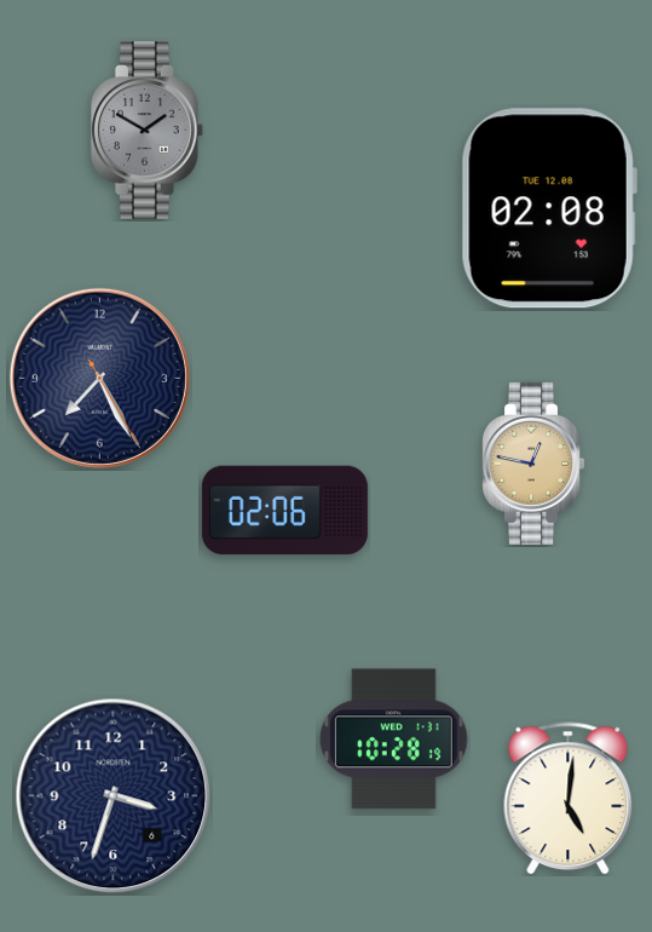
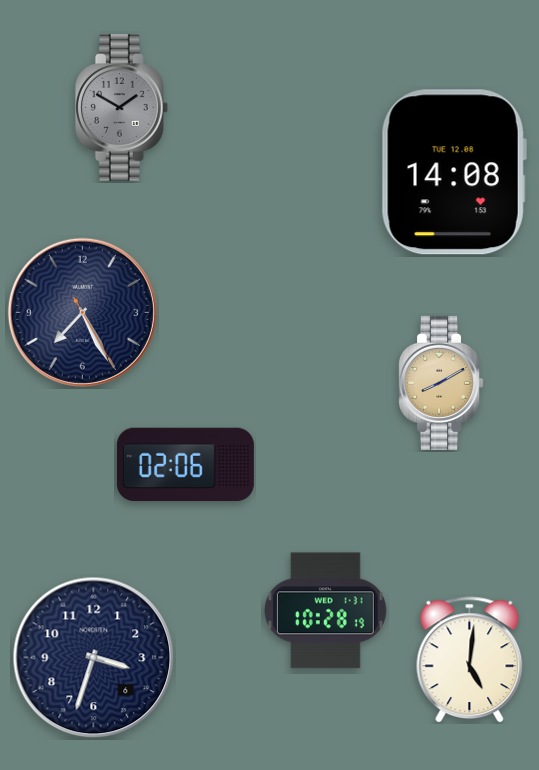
clock at (549, 208): 02:08 -> 14:08
clock at (533, 464): 12:47 -> 8:10
clock at (284, 511) position: (284, 511) -> (185, 465)
